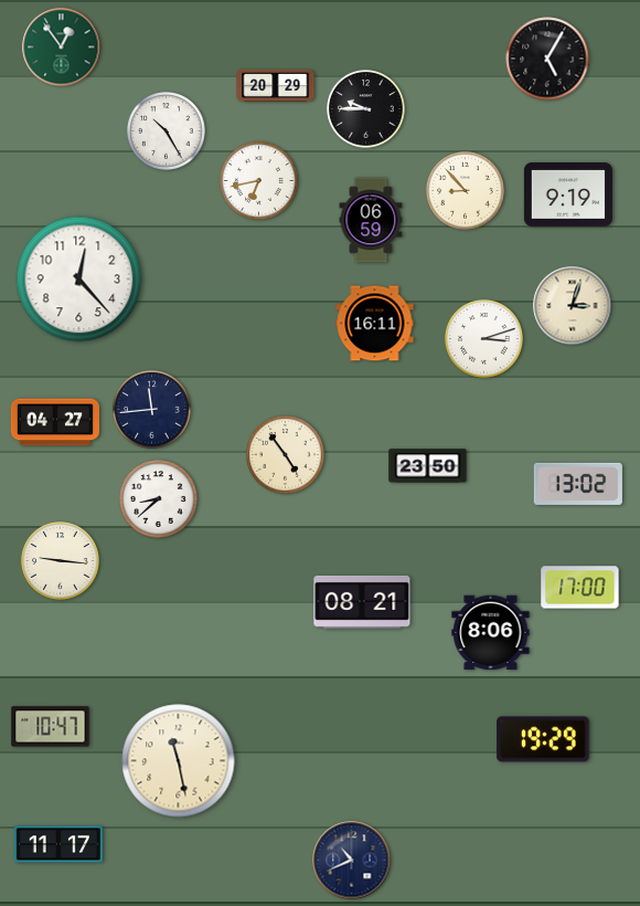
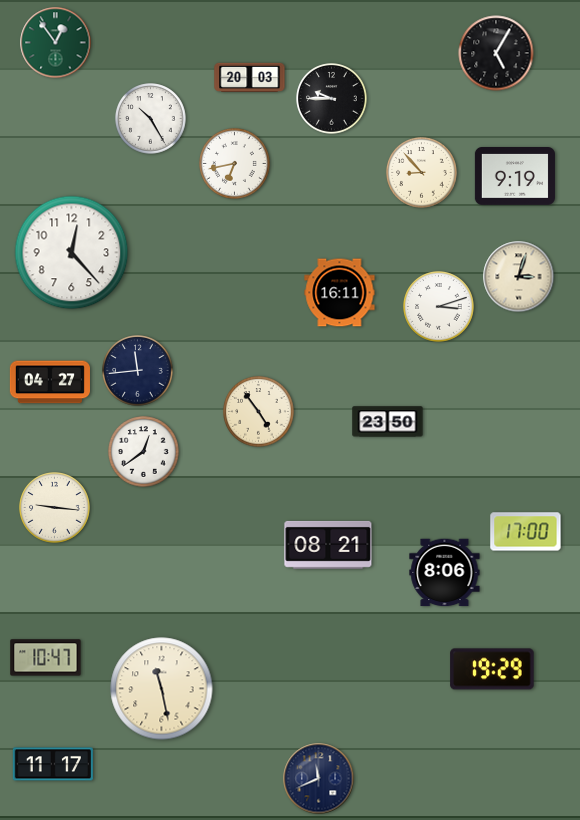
clock at (276, 86): 20:29 -> 20:03
clock at (371, 220): 06:59 -> none
clock at (578, 484): 13:02 -> none
clock at (159, 499): 8:38 -> 12:39
clock at (352, 861): 10:41 -> 11:41
